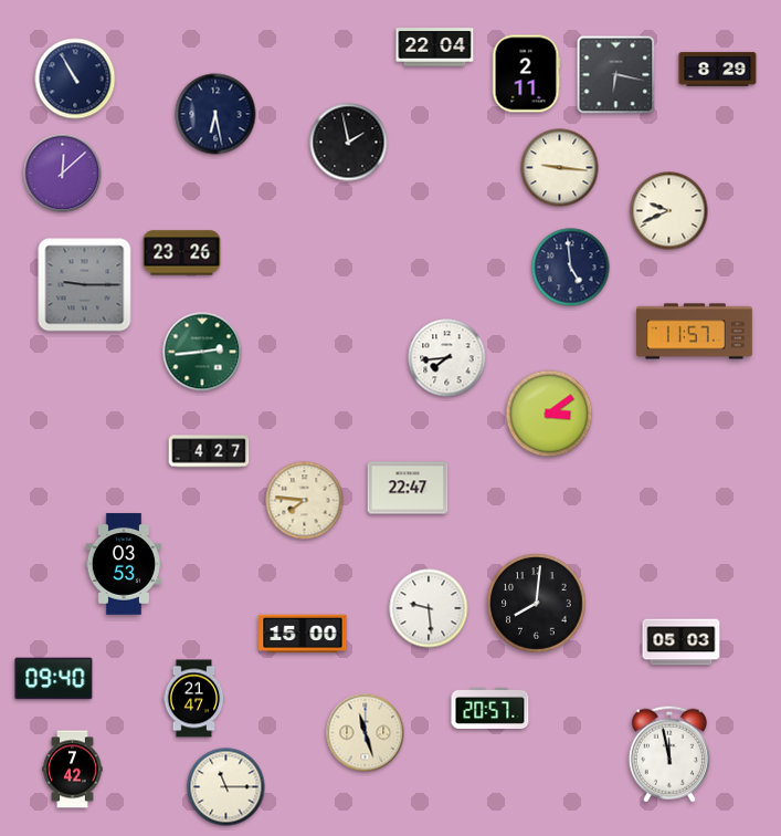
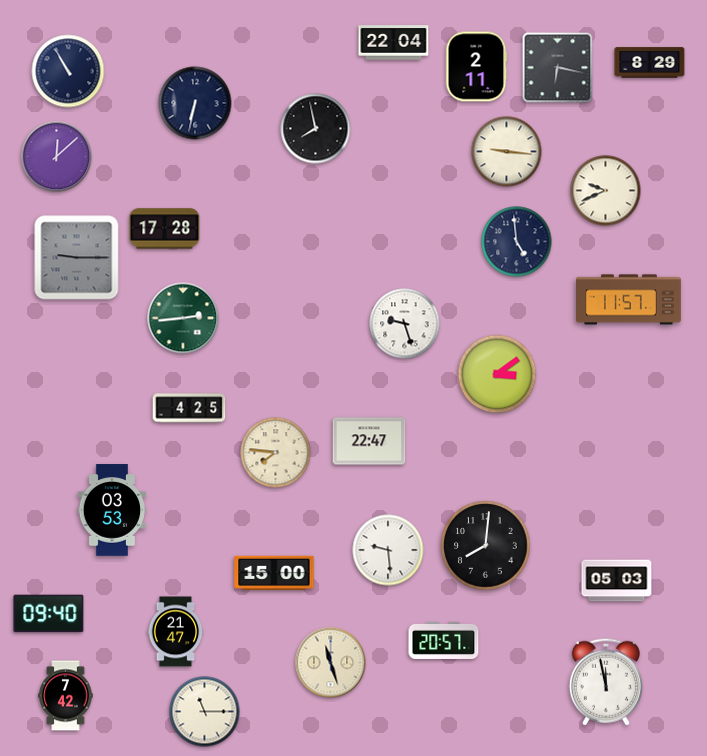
clock at (215, 114): 6:28 -> 6:32
clock at (349, 143): 1:58 -> 7:58
clock at (182, 253): 23:26 -> 17:28
clock at (447, 358): 7:44 -> 9:27
clock at (209, 451): 4:27 -> 4:25
